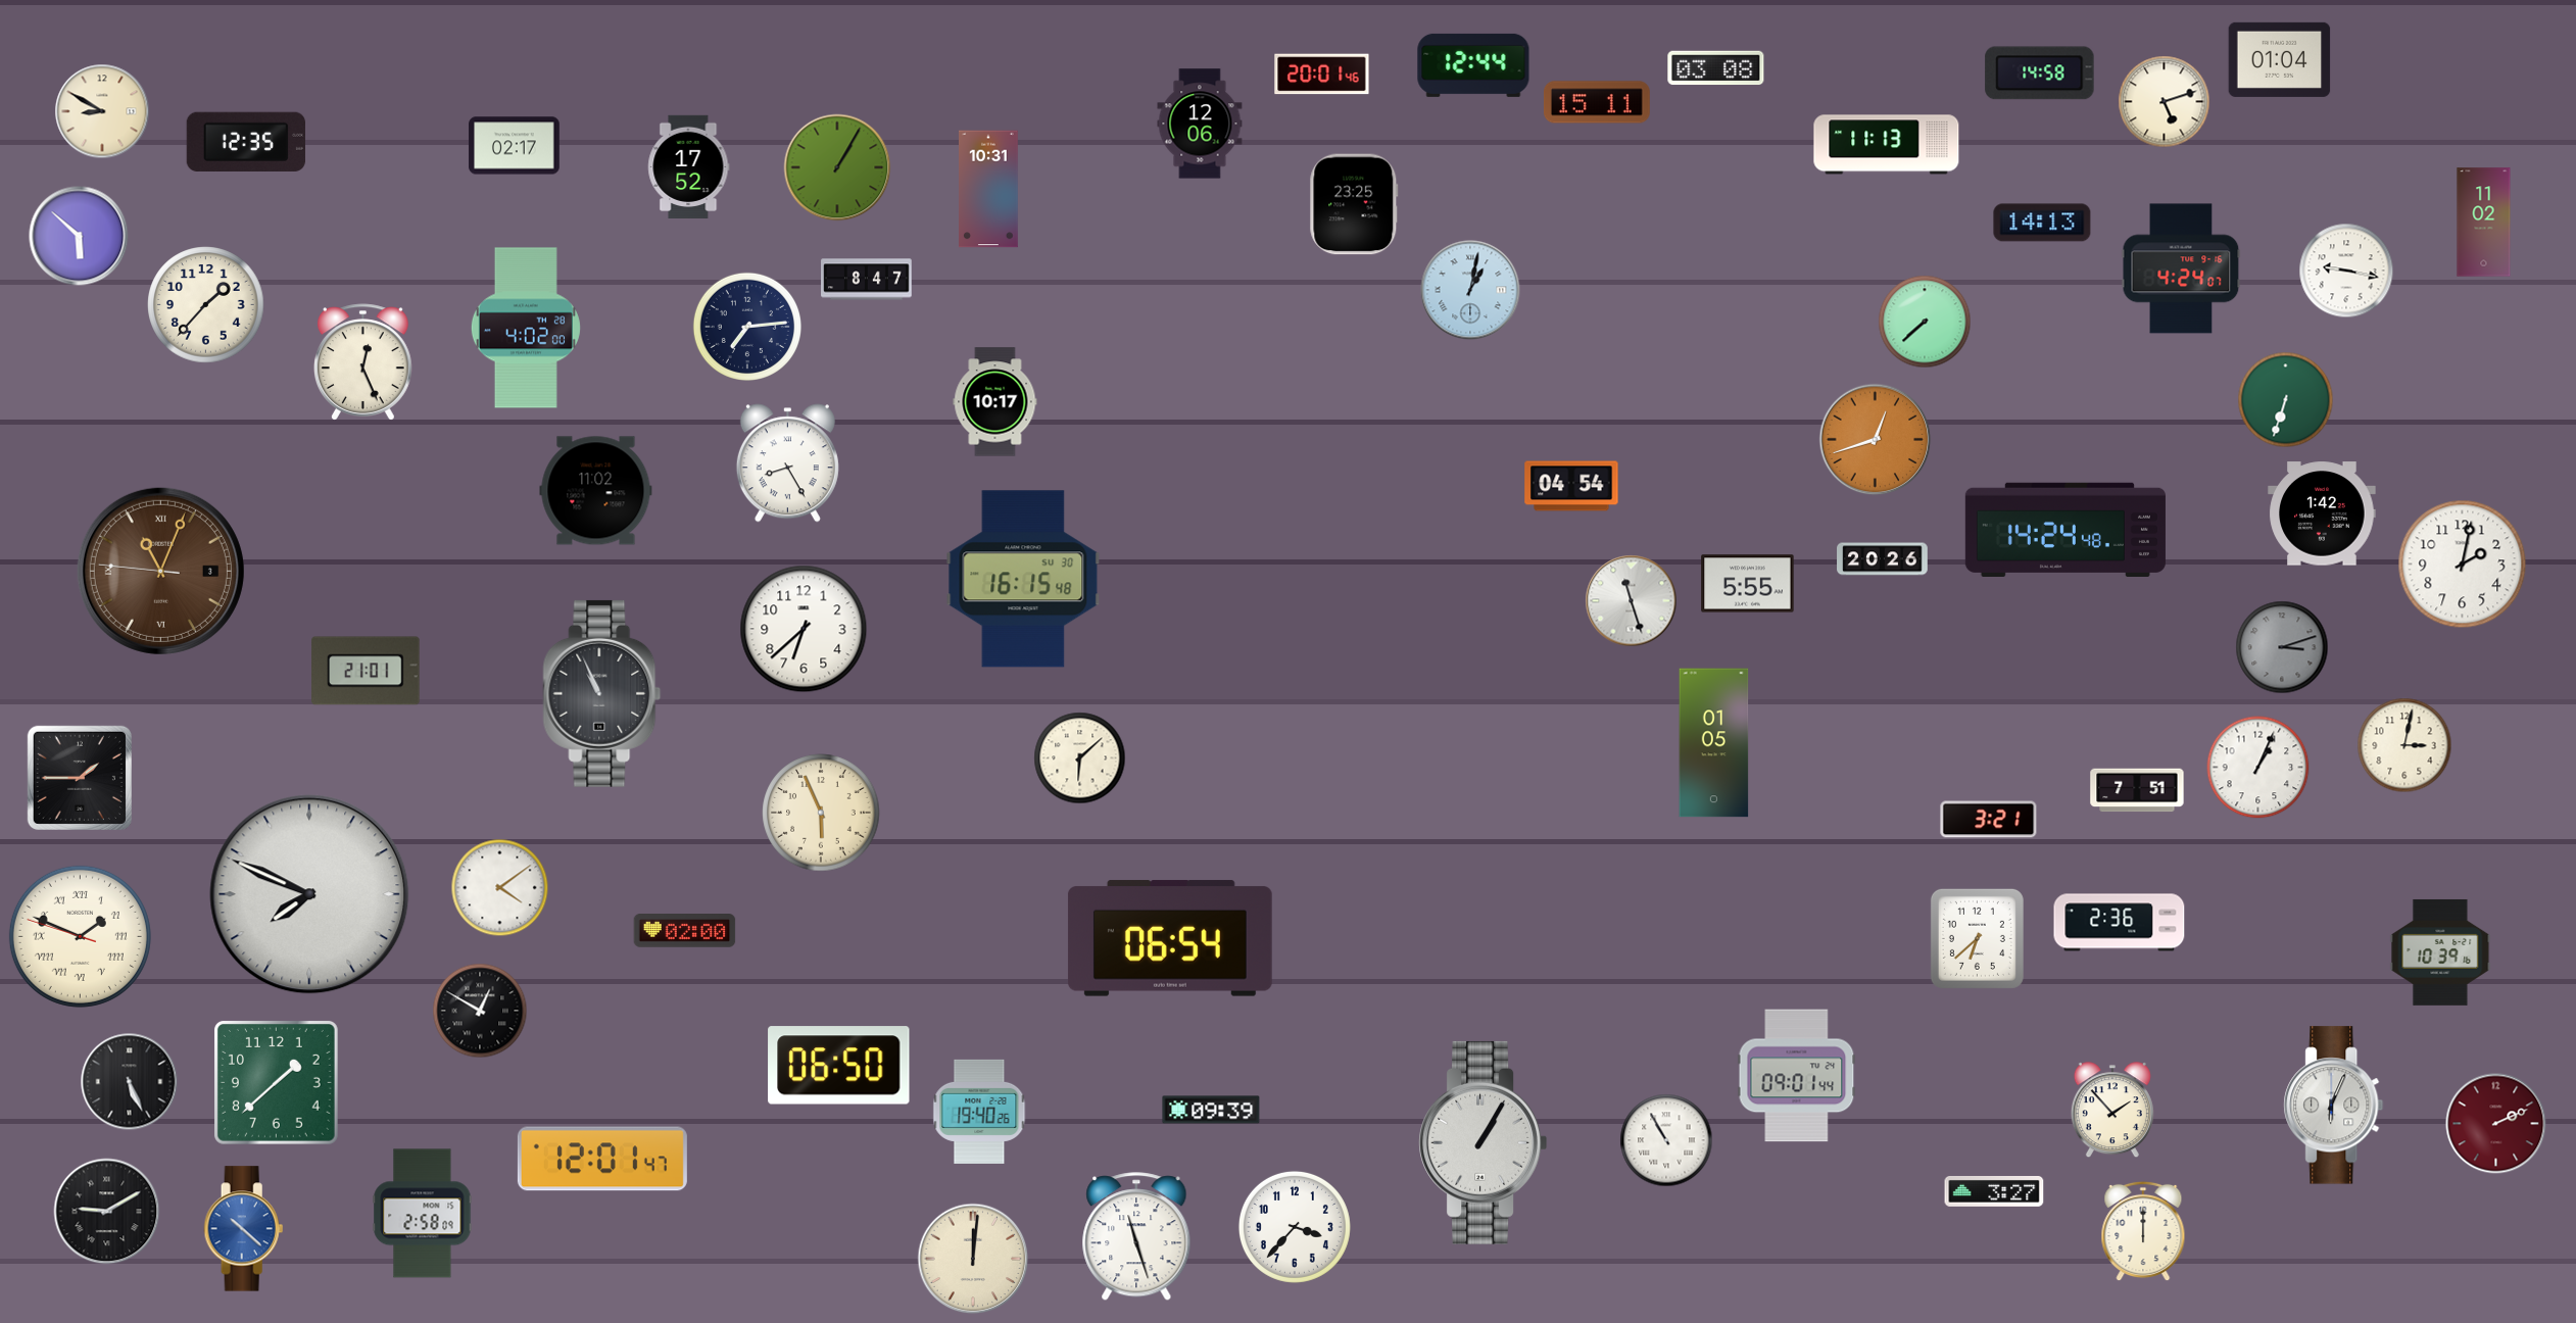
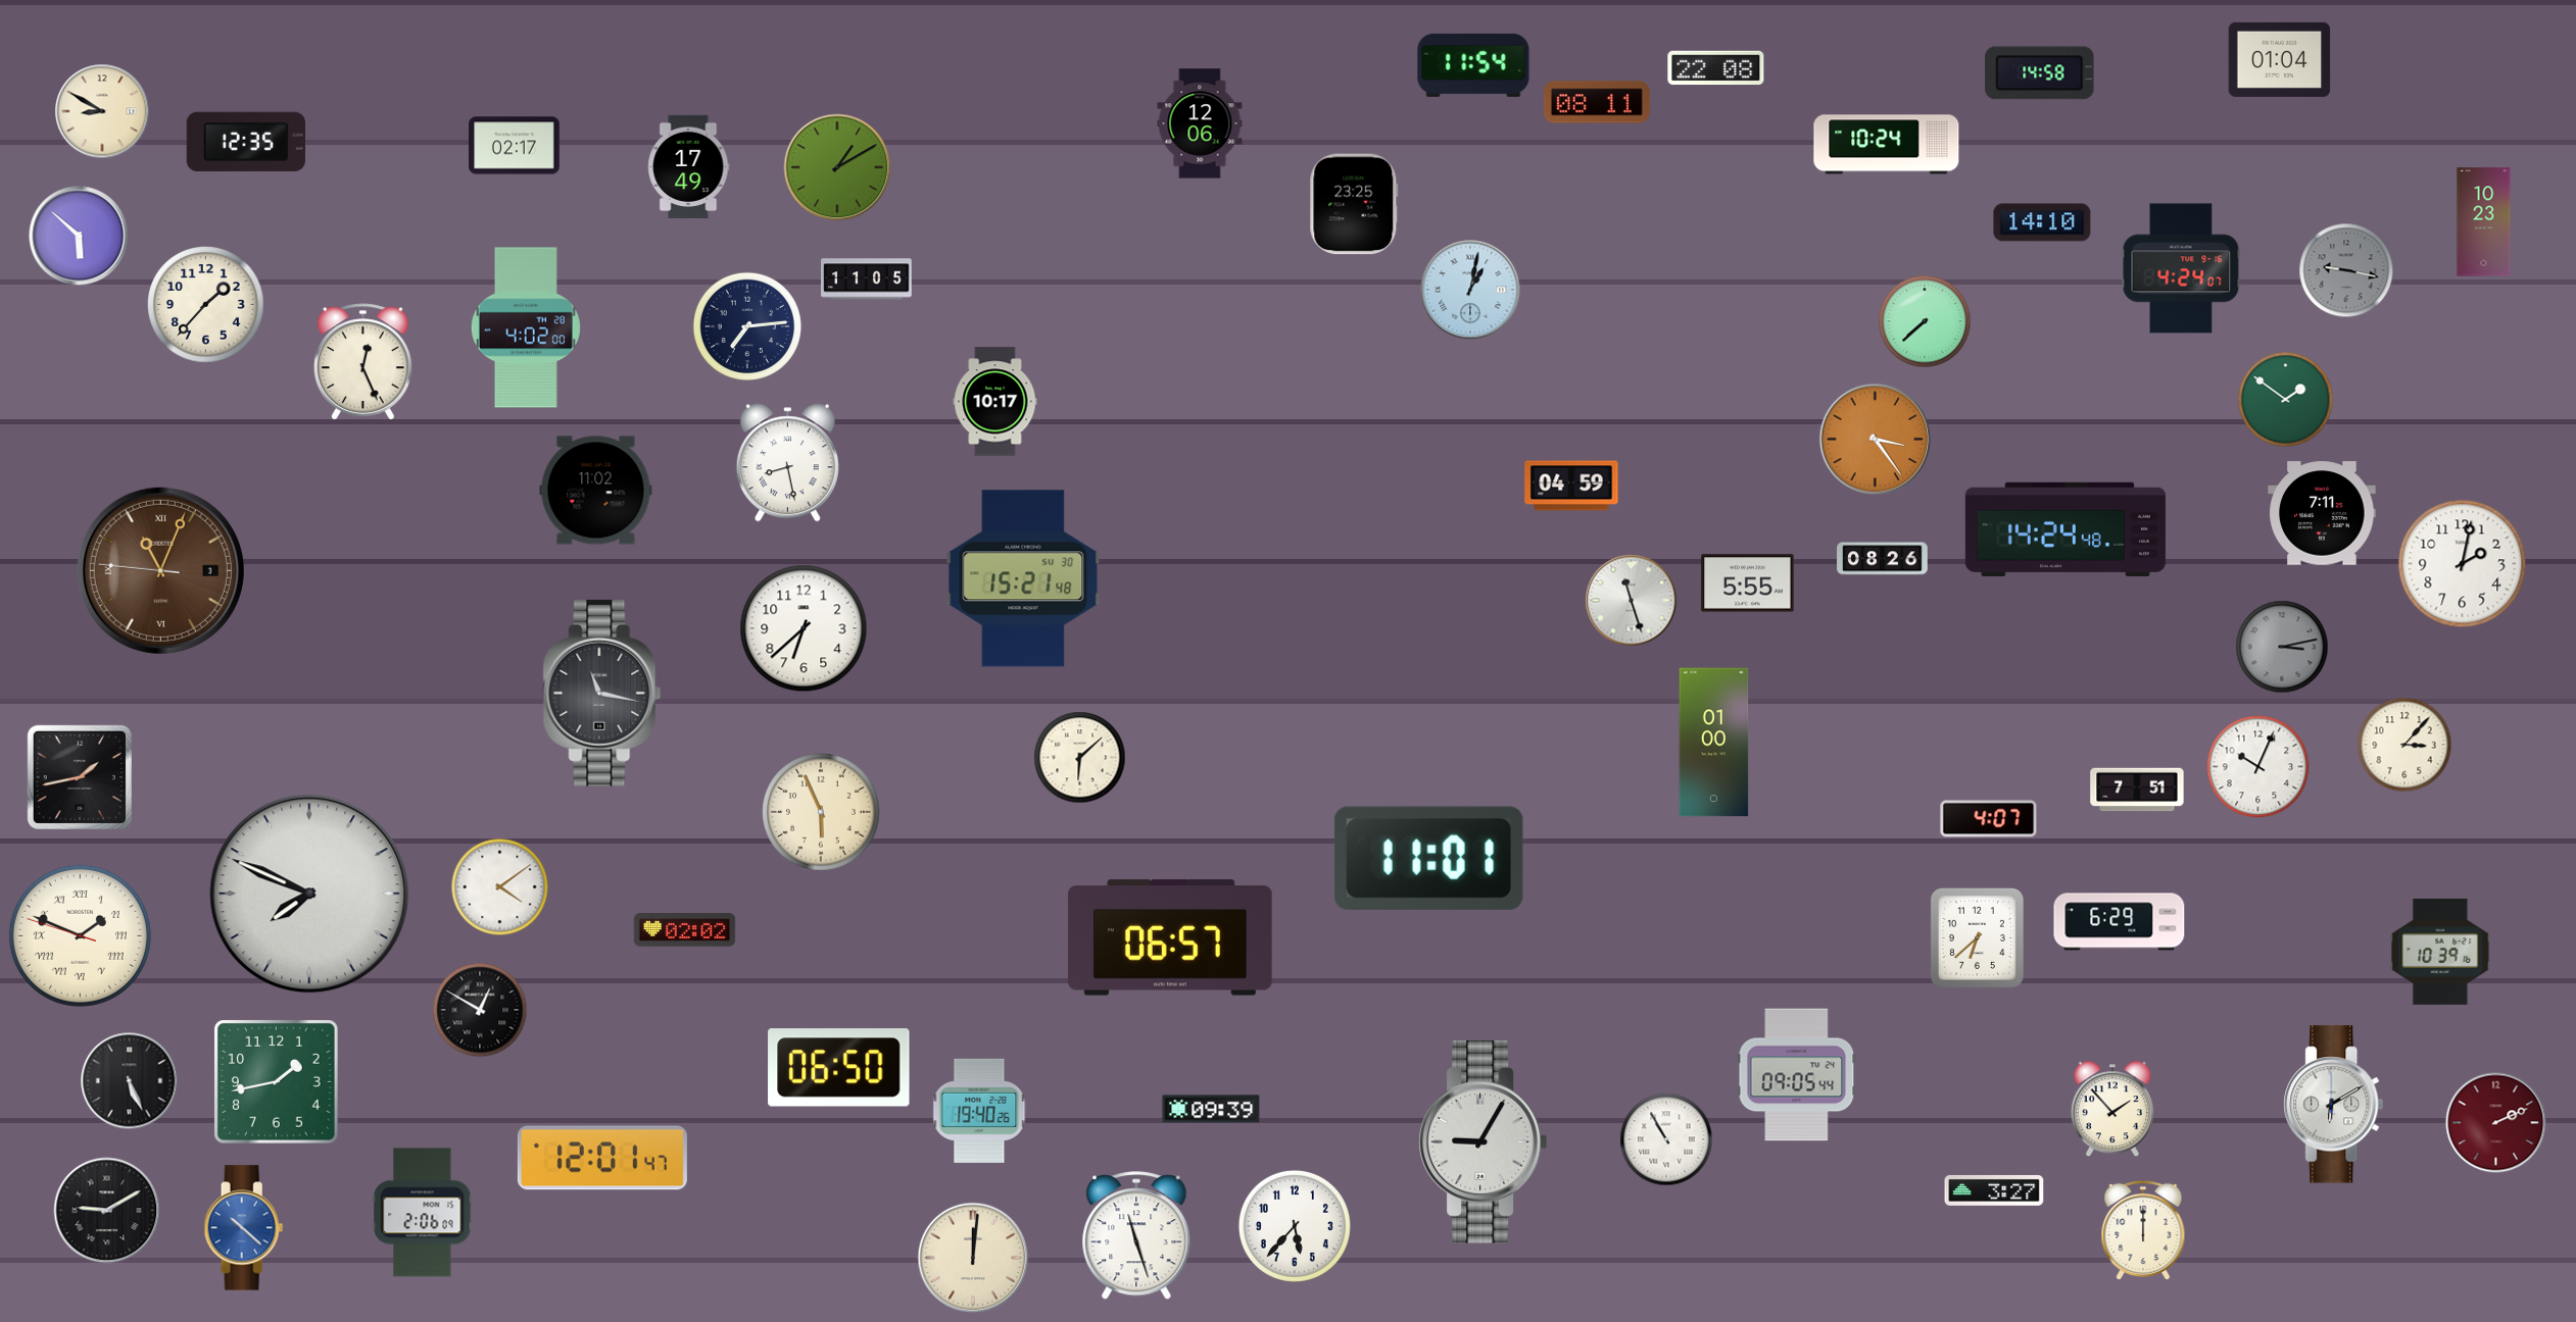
clock at (1473, 65): 12:44 -> 11:54
clock at (1716, 68): 03:08 -> 22:08
clock at (1322, 75): 20:01 -> none
clock at (1597, 102): 15:11 -> 08:11
clock at (2165, 102): 5:12 -> none
clock at (1887, 145): 11:13 -> 10:24
clock at (689, 166): 17:52 -> 17:49
clock at (837, 167): 1:05 -> 1:10
clock at (989, 189): 10:31 -> none
clock at (2042, 223): 14:13 -> 14:10
clock at (2484, 223): 11:02 -> 10:23
clock at (2346, 271) dial: white -> grey
clock at (867, 280): 8:47 -> 11:05
clock at (2286, 400): 6:33 -> 1:51
clock at (1876, 440): 12:42 -> 3:24
clock at (787, 463): 8:25 -> 8:28
clock at (1571, 486): 04:54 -> 04:59
clock at (2322, 513): 1:42 -> 7:11
clock at (1883, 559): 20:26 -> 08:26
clock at (1023, 579): 16:15 -> 15:21
clock at (2282, 647): 3:12 -> 3:13
clock at (366, 671): 21:01 -> none
clock at (602, 693): 10:56 -> 11:17
clock at (1714, 743): 01:05 -> 01:00
clock at (2404, 745): 3:02 -> 3:07
clock at (2258, 768): 1:04 -> 10:04
clock at (80, 778): 1:45 -> 1:43
clock at (1989, 820): 3:21 -> 4:07
clock at (1428, 858): none -> 11:01
clock at (2120, 923): 2:36 -> 6:29
clock at (685, 931): 02:00 -> 02:02
clock at (1170, 938): 06:54 -> 06:57
clock at (839, 1066) position: (839, 1066) -> (839, 1068)
clock at (1797, 1076): 09:01 -> 09:05
clock at (276, 1082): 1:38 -> 1:43
clock at (2334, 1106): 6:04 -> 6:10
clock at (1484, 1142): 1:05 -> 9:05
clock at (423, 1214): 2:58 -> 2:06
clock at (1295, 1227): 3:37 -> 5:37
